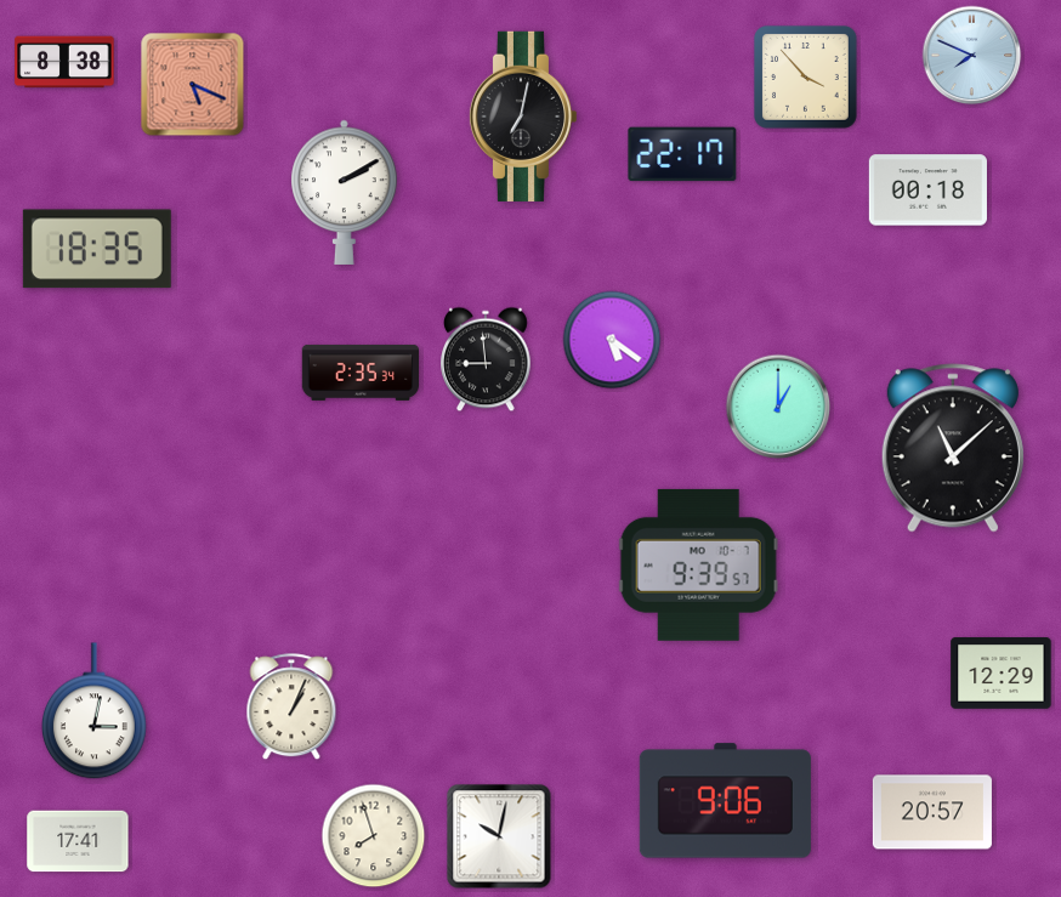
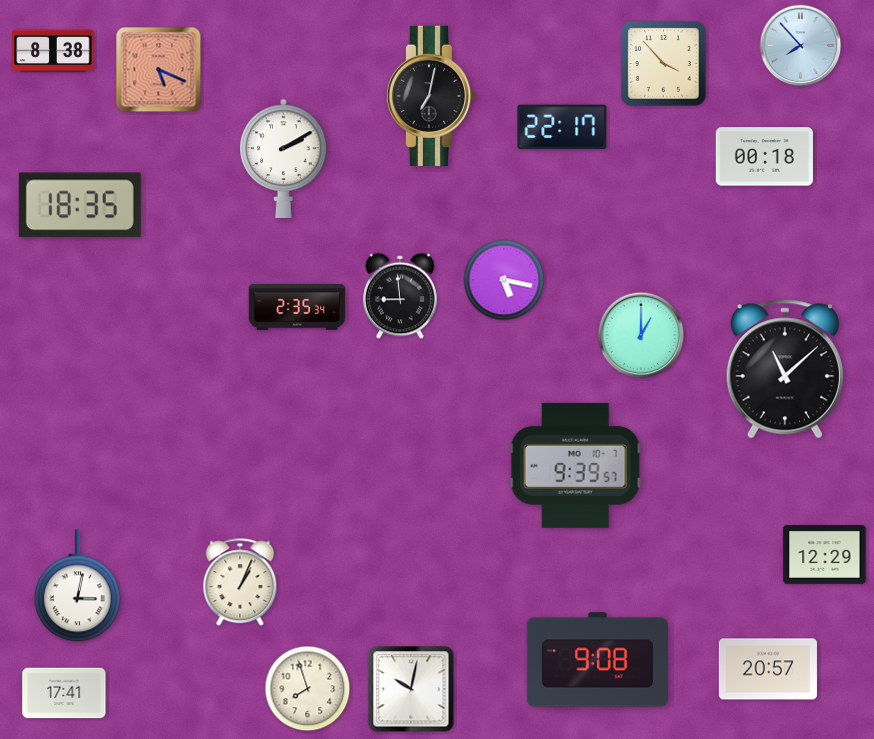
clock at (972, 56): 7:49 -> 7:53
clock at (612, 340): 5:21 -> 5:17
clock at (725, 801): 9:06 -> 9:08
